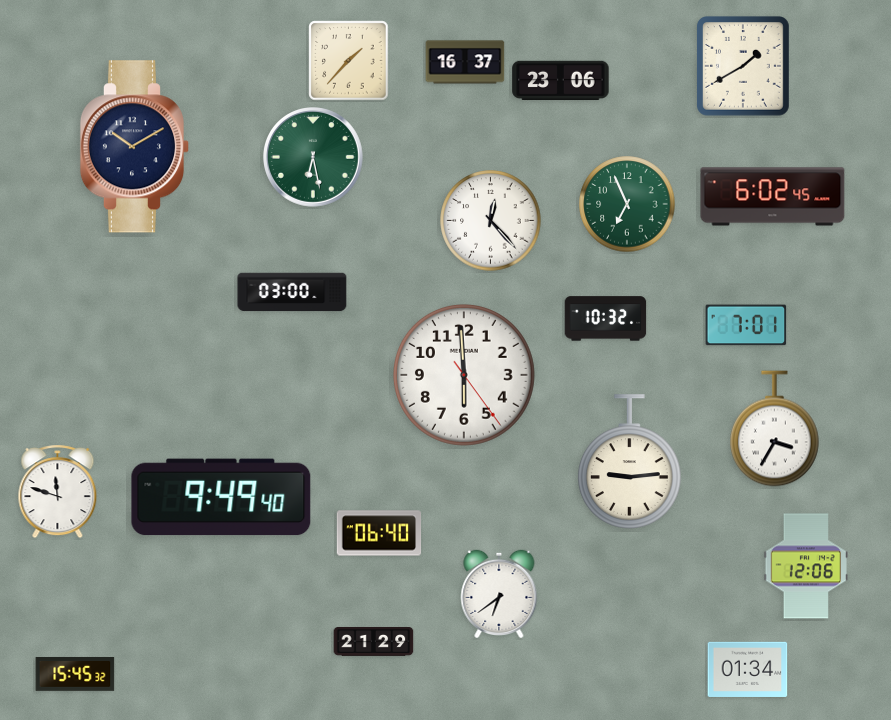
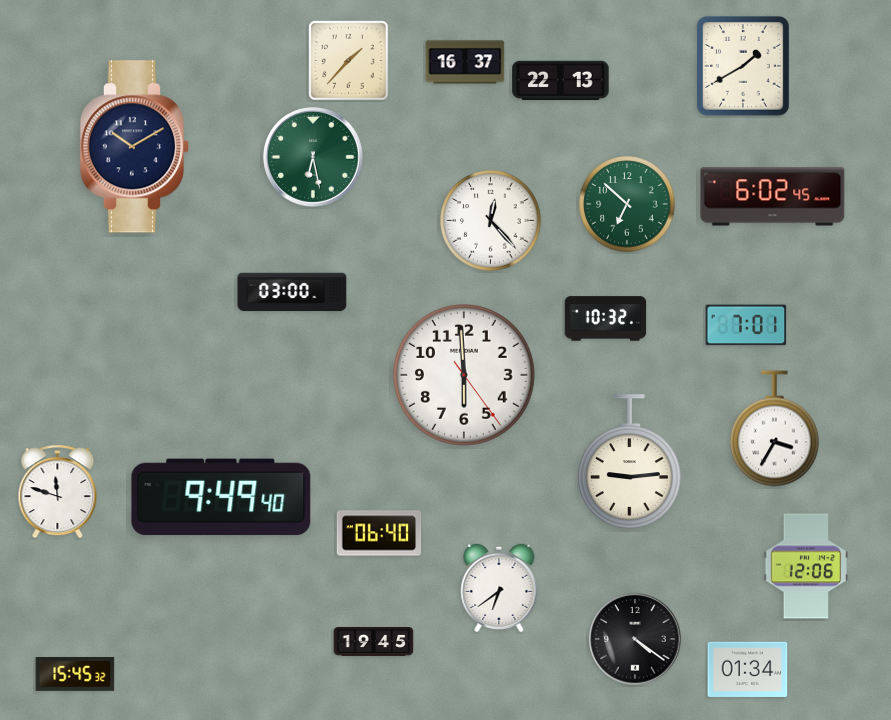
clock at (561, 80): 23:06 -> 22:13
clock at (627, 204): 6:56 -> 6:52
clock at (499, 593) position: (499, 593) -> (499, 587)
clock at (635, 639): none -> 4:21
clock at (374, 642): 21:29 -> 19:45
